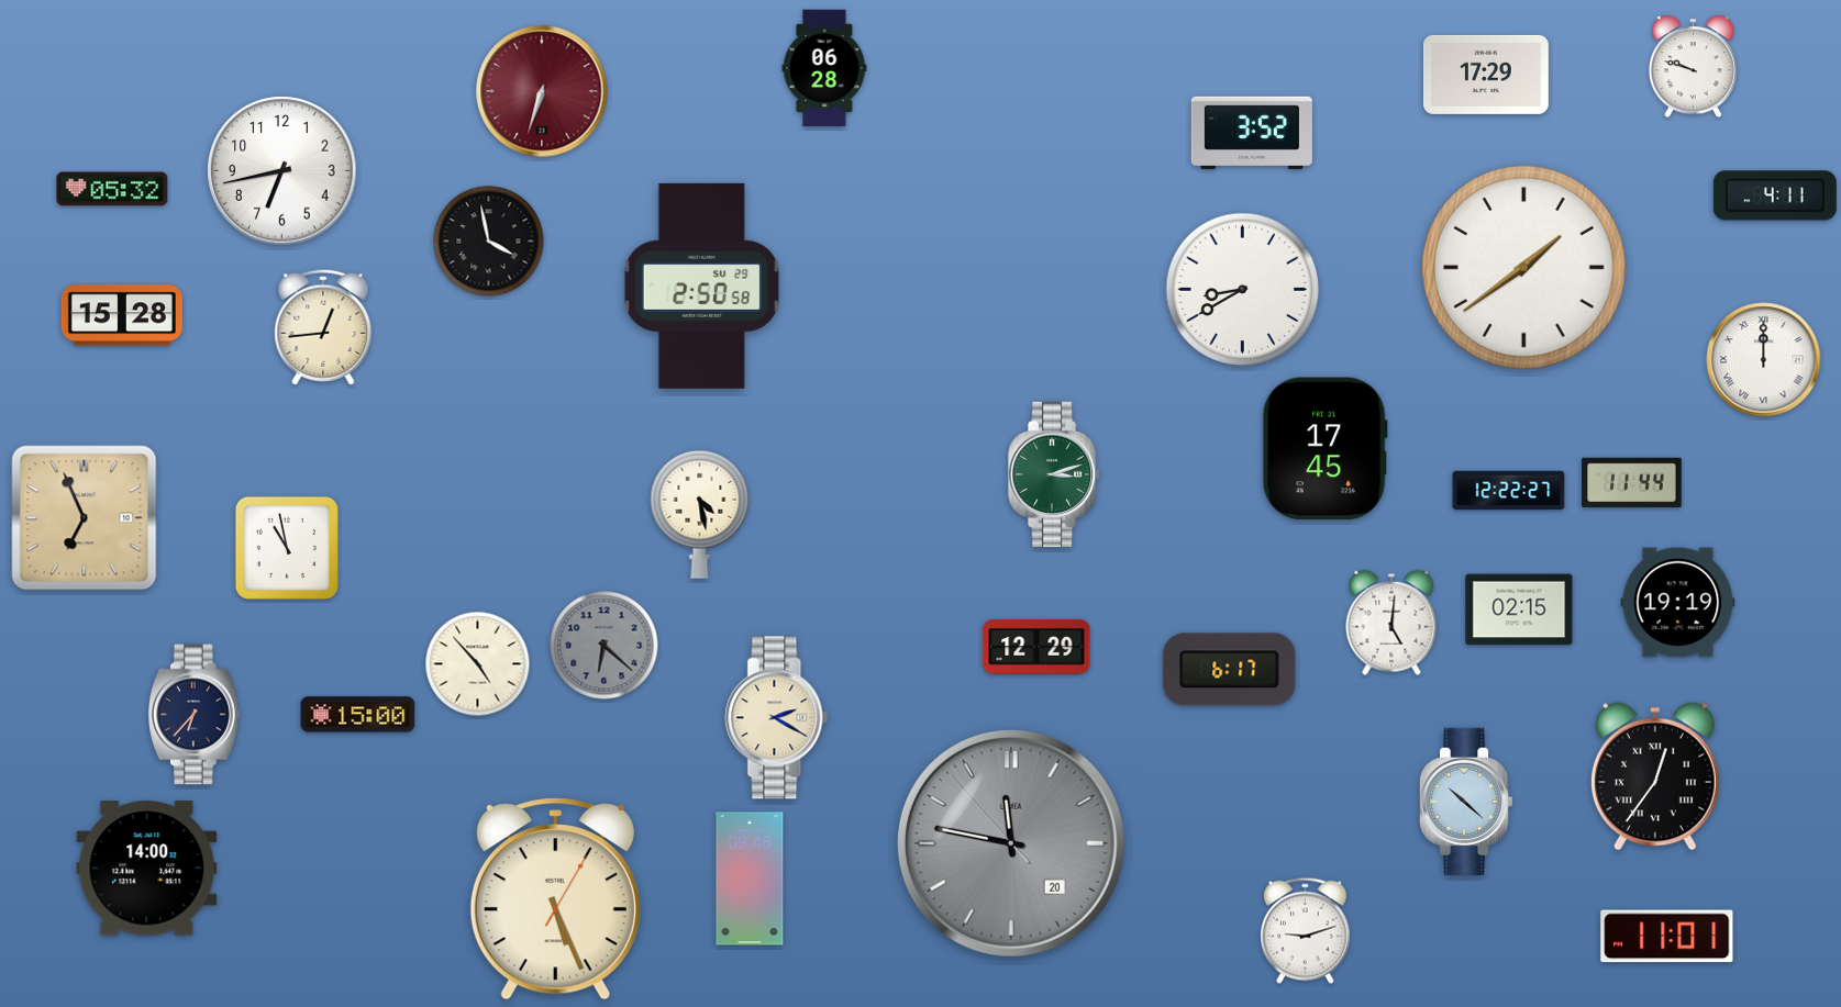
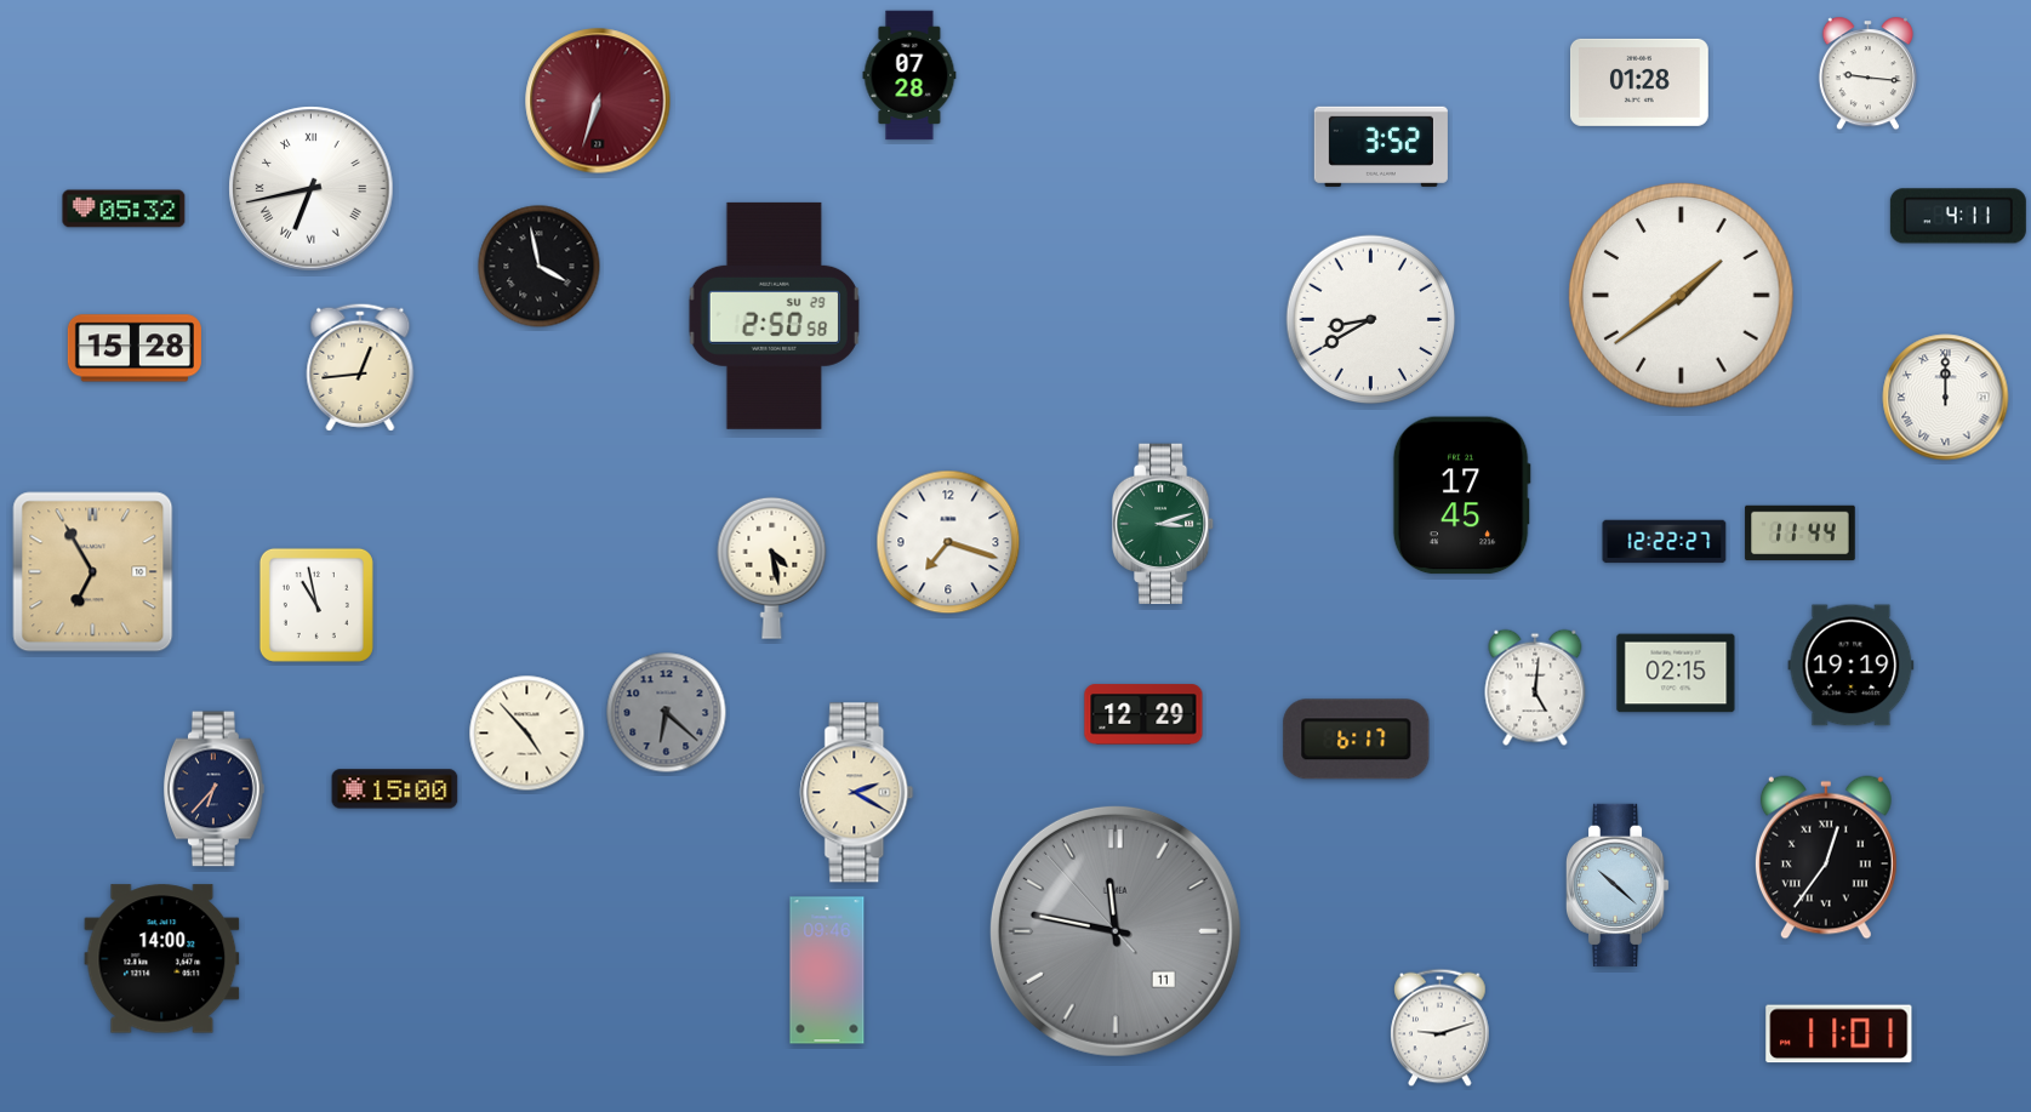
clock at (1693, 67): 9:48 -> 9:16
clock at (824, 68): 06:28 -> 07:28
clock at (1487, 75): 17:29 -> 01:28
clock at (282, 171) numerals: Arabic -> Roman
clock at (323, 327) position: (323, 327) -> (360, 367)
clock at (948, 542): none -> 7:18
clock at (85, 518): 6:56 -> 6:55
clock at (1011, 843) date: 20 -> 11
clock at (555, 899): 5:26 -> none
